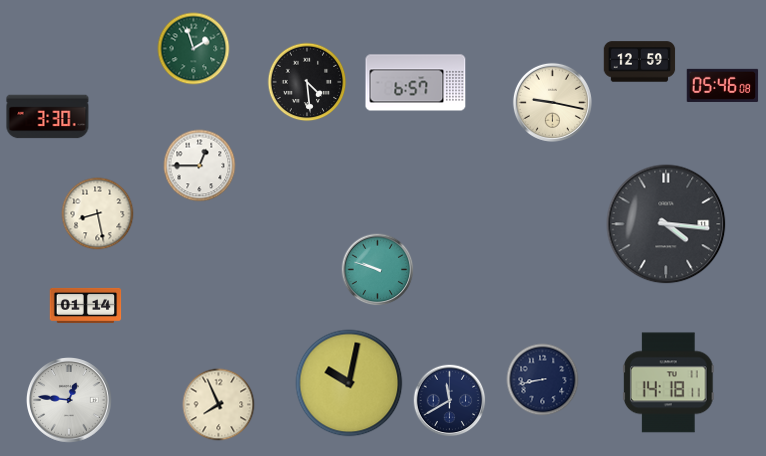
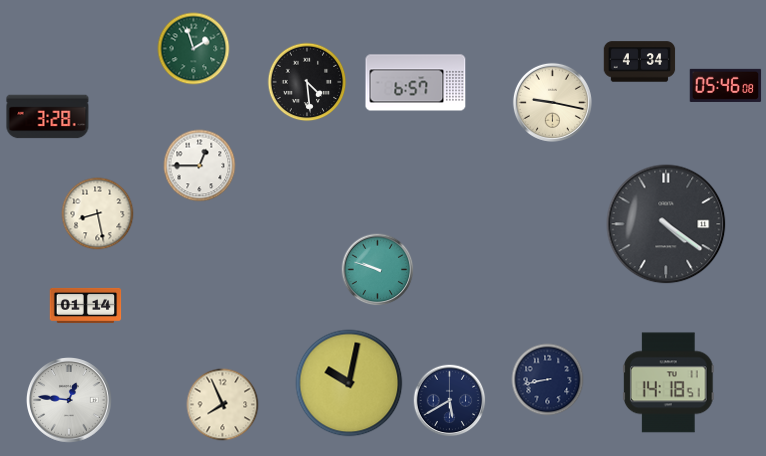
clock at (640, 62): 12:59 -> 4:34
clock at (723, 85) position: (723, 85) -> (726, 85)
clock at (48, 117): 3:30 -> 3:28
clock at (666, 224): 4:16 -> 4:21
clock at (543, 380) position: (543, 380) -> (548, 380)
clock at (668, 383): 14:18:11 -> 14:18:51
clock at (450, 401): 11:40 -> 5:40
clock at (219, 405) position: (219, 405) -> (223, 405)
